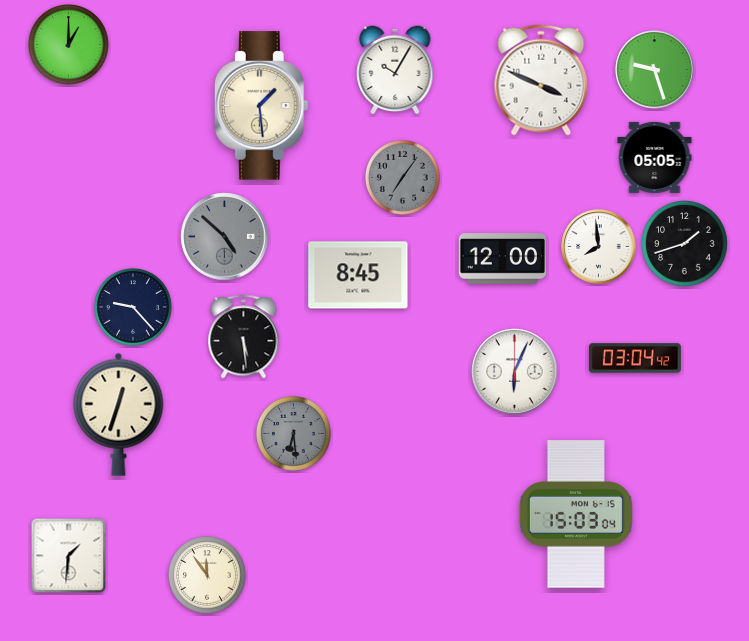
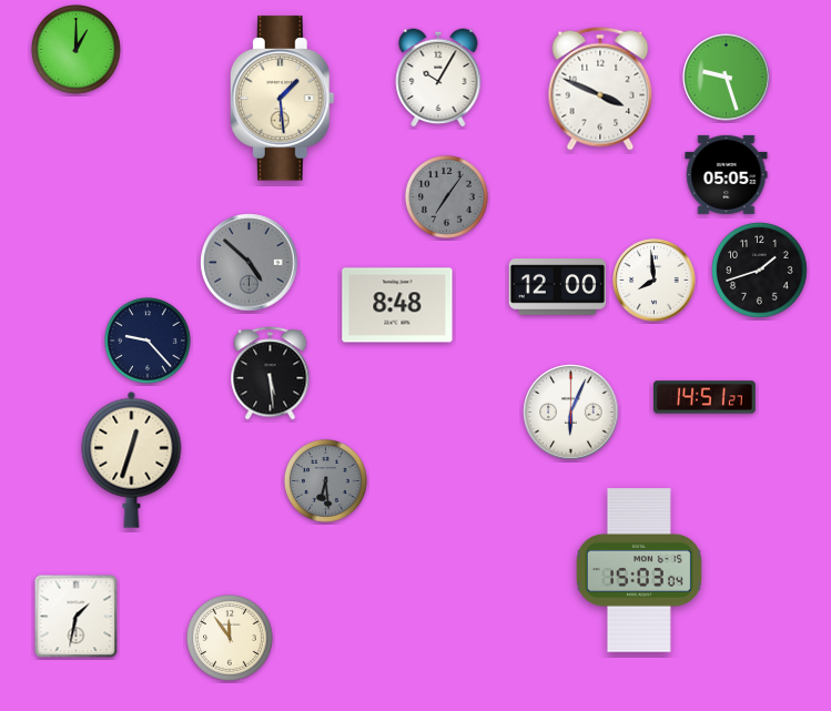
clock at (261, 106) position: (261, 106) -> (282, 99)
clock at (599, 247) position: (599, 247) -> (655, 281)
clock at (358, 275): 8:45 -> 8:48
clock at (635, 358): 03:04 -> 14:51
clock at (69, 556): 1:31 -> 1:32
